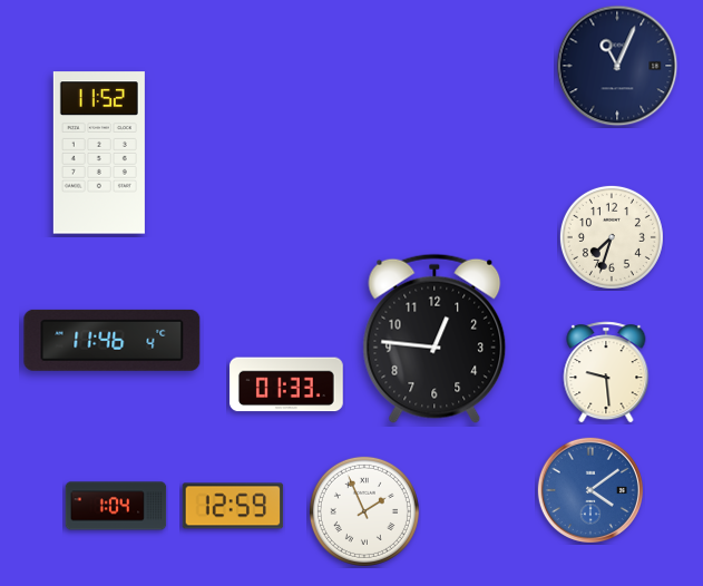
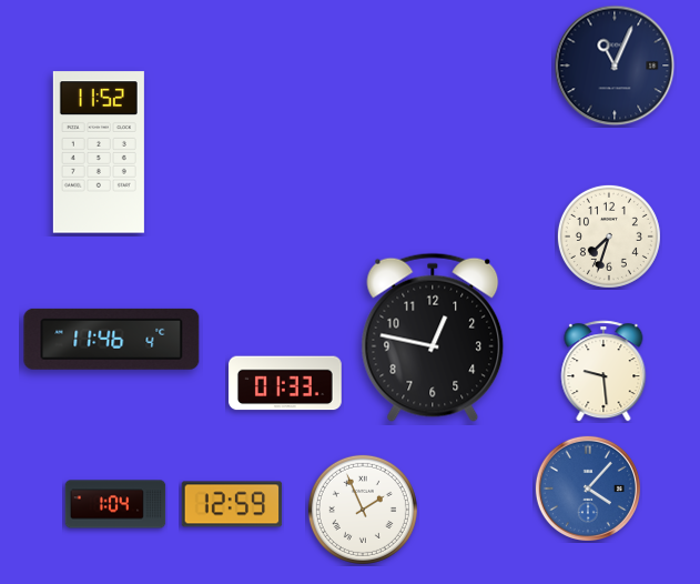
clock at (435, 339): 12:46 -> 12:47
clock at (590, 490): 4:09 -> 4:07
